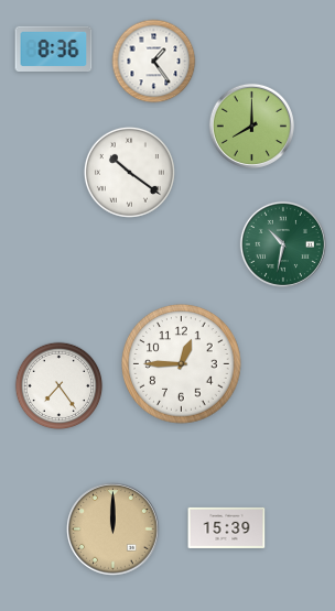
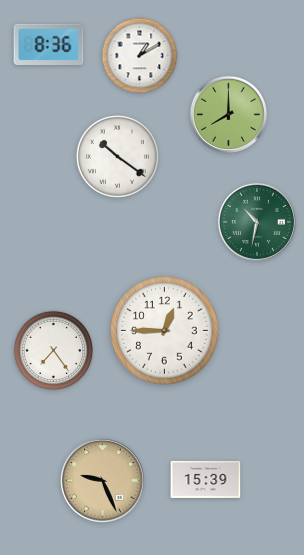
clock at (154, 62): 1:24 -> 1:10
clock at (114, 530): 12:00 -> 9:26
